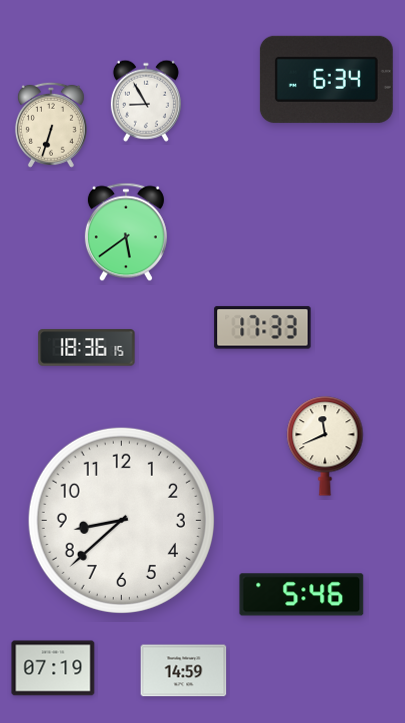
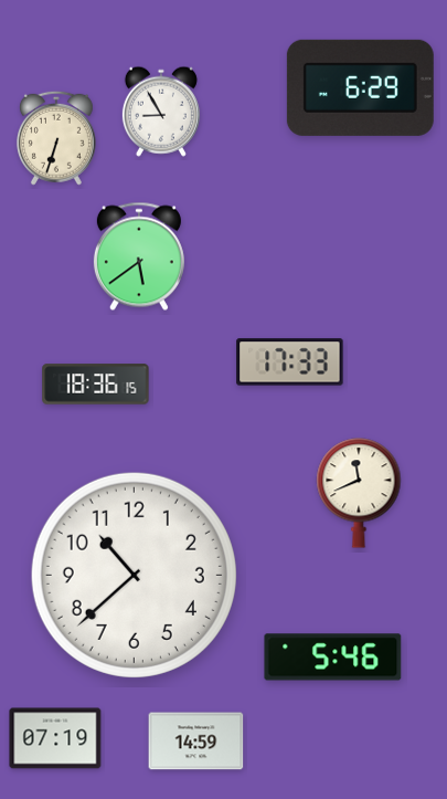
clock at (326, 79): 6:34 -> 6:29
clock at (121, 520): 8:38 -> 10:38
clock at (53, 668) position: (53, 668) -> (55, 738)
clock at (184, 671) position: (184, 671) -> (196, 742)
